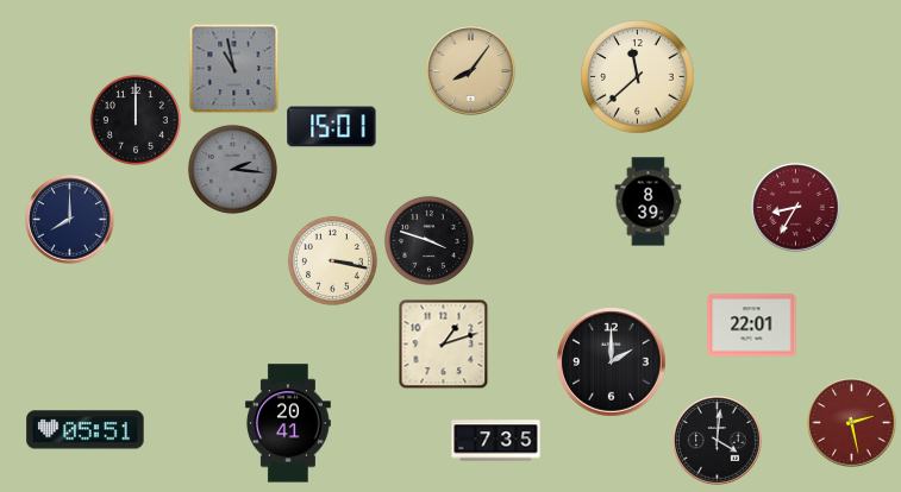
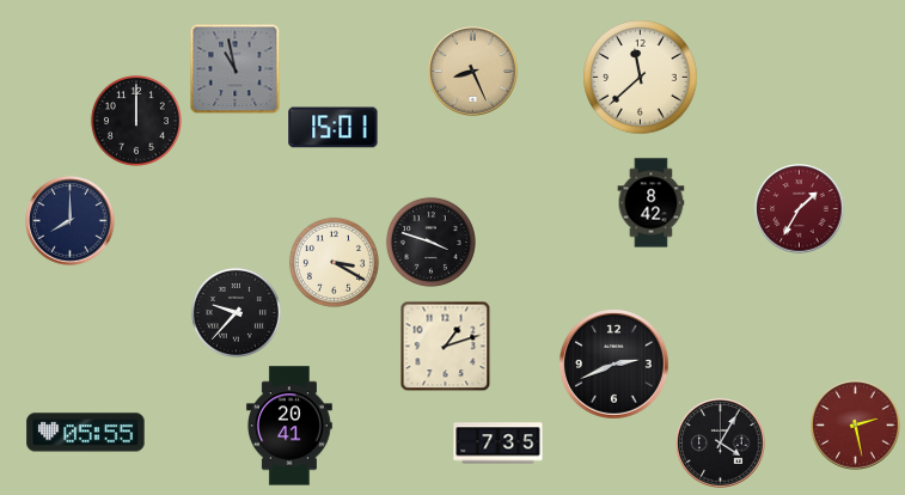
clock at (471, 71): 8:06 -> 8:26
clock at (232, 169): 2:16 -> none
clock at (649, 202): 8:39 -> 8:42
clock at (796, 208): 8:35 -> 1:35
clock at (332, 260): 3:17 -> 3:20
clock at (236, 312): none -> 9:37
clock at (752, 326): 22:01 -> none
clock at (612, 362): 2:00 -> 2:41
clock at (86, 430): 05:51 -> 05:55
clock at (718, 441): 4:01 -> 4:05
